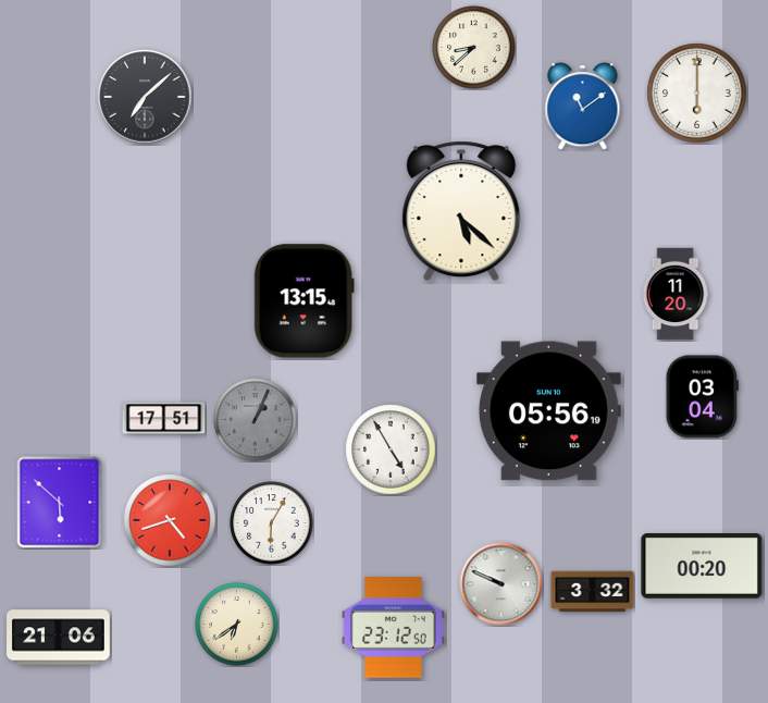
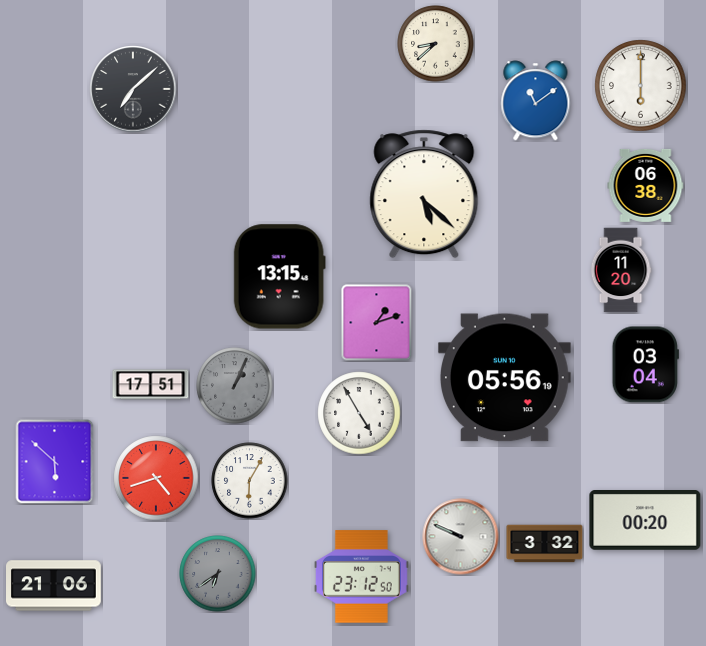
clock at (583, 107) position: (583, 107) -> (536, 101)
clock at (646, 185): none -> 06:38
clock at (377, 323): none -> 1:12
clock at (237, 625) dial: cream -> grey
